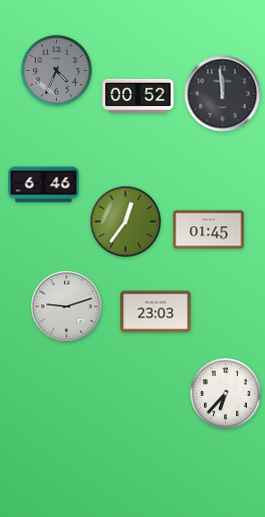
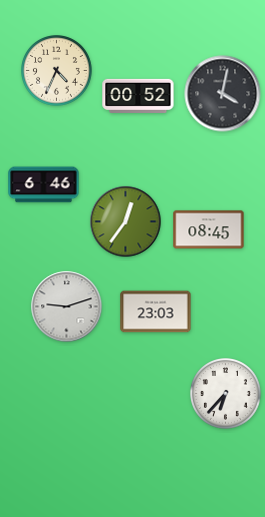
clock at (57, 71) dial: grey -> cream
clock at (223, 94): 11:59 -> 4:02
clock at (209, 230): 01:45 -> 08:45
